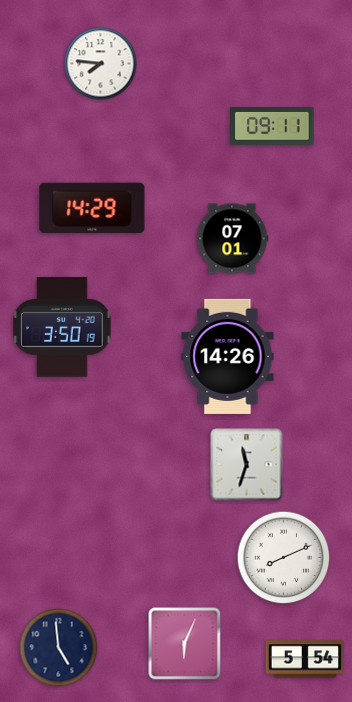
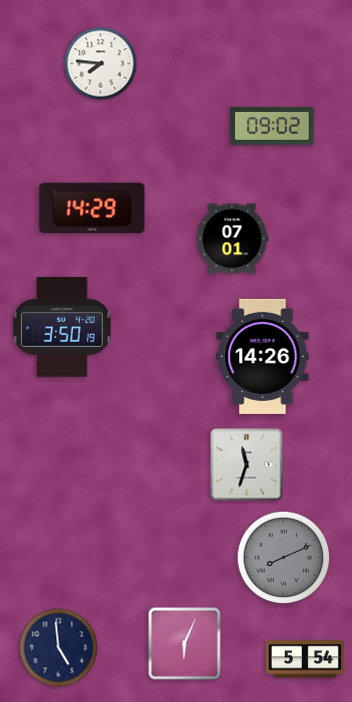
clock at (272, 127): 09:11 -> 09:02
clock at (228, 356) position: (228, 356) -> (263, 356)
clock at (284, 558) dial: white -> grey
